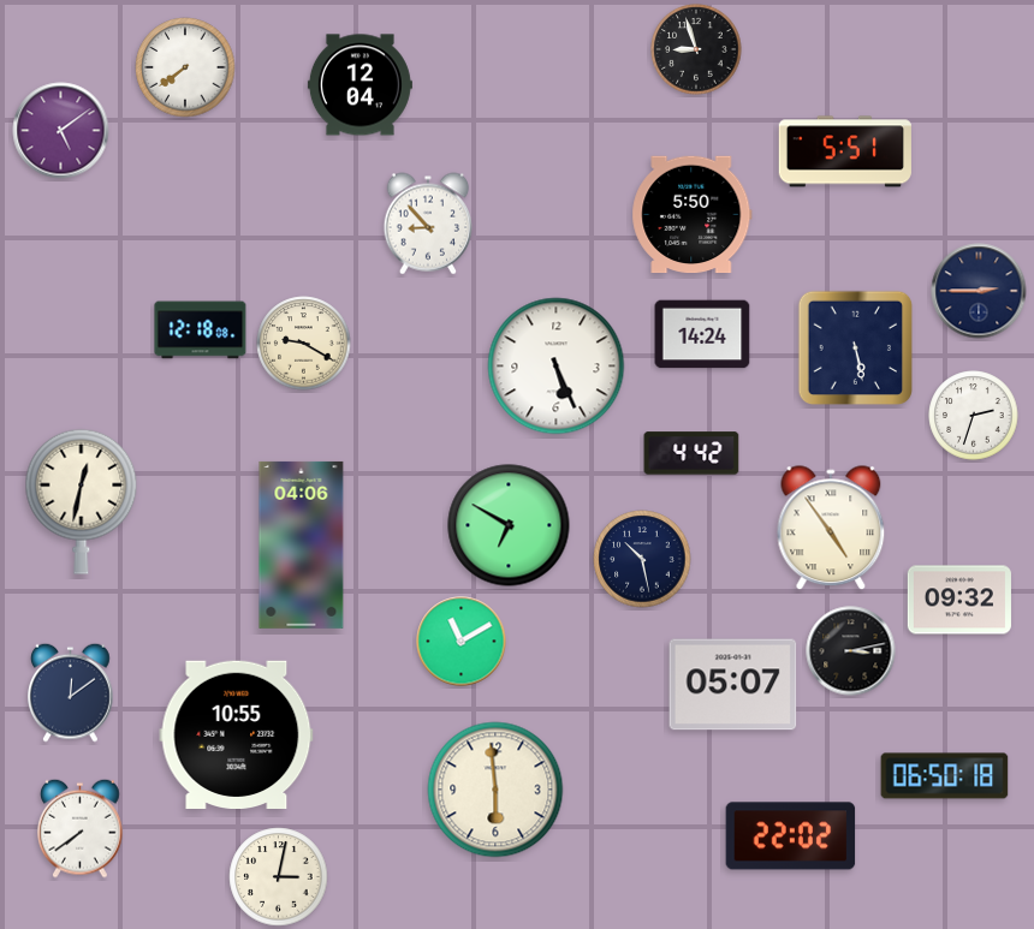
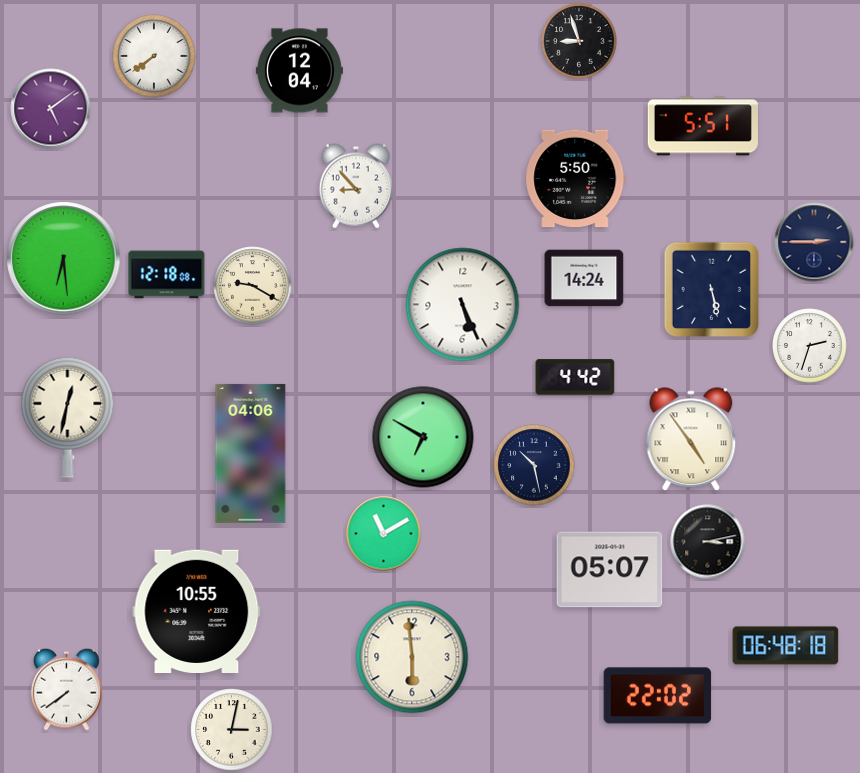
clock at (64, 259): none -> 6:29
clock at (959, 600): 09:32 -> none
clock at (71, 692): 12:09 -> none
clock at (945, 776): 06:50 -> 06:48
